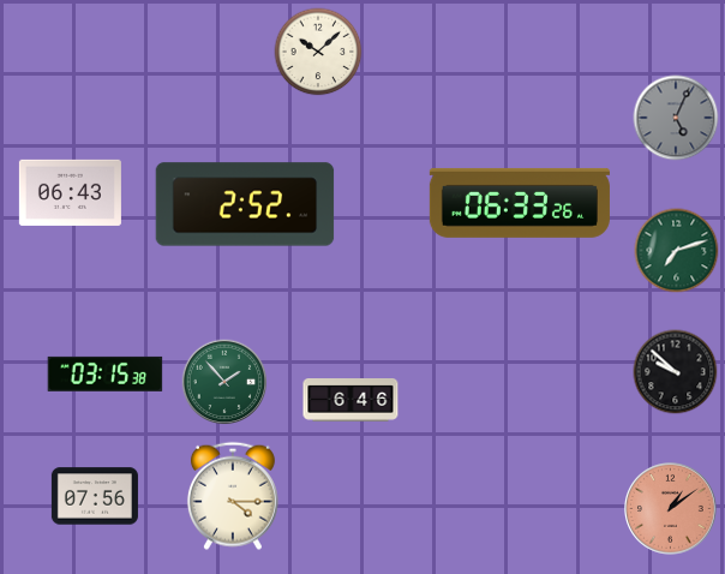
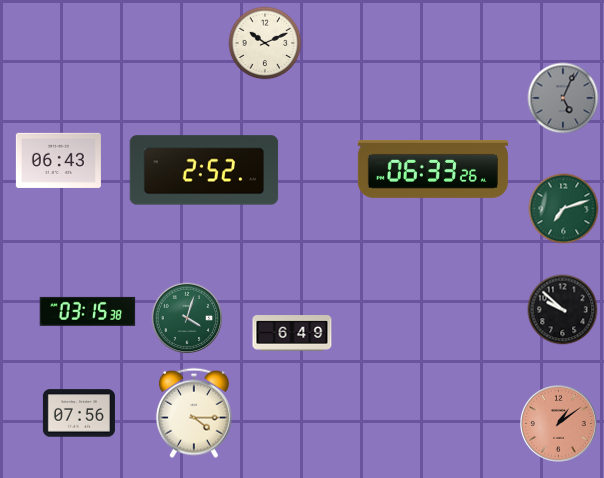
clock at (318, 52): 10:08 -> 10:11
clock at (224, 382): 1:53 -> 4:03
clock at (350, 400): 6:46 -> 6:49
